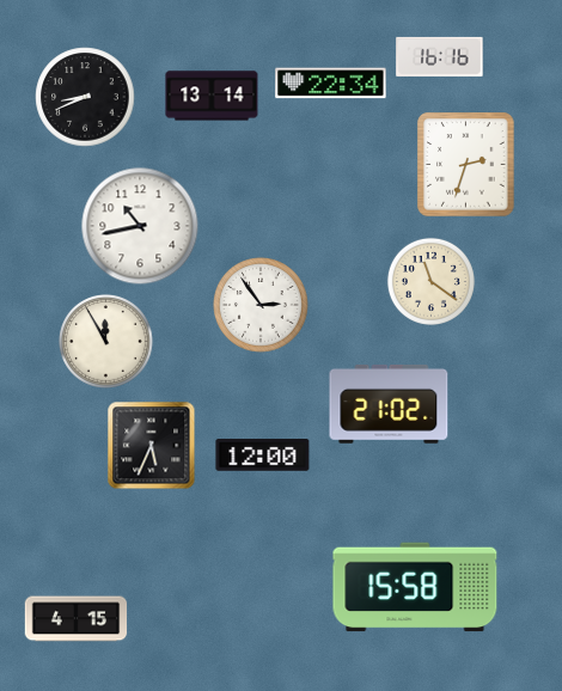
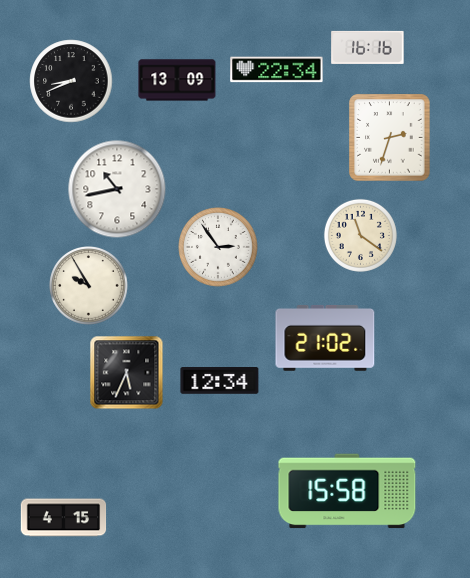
clock at (212, 96): 13:14 -> 13:09
clock at (261, 305) position: (261, 305) -> (218, 247)
clock at (106, 342): 11:55 -> 9:55
clock at (263, 455): 12:00 -> 12:34
